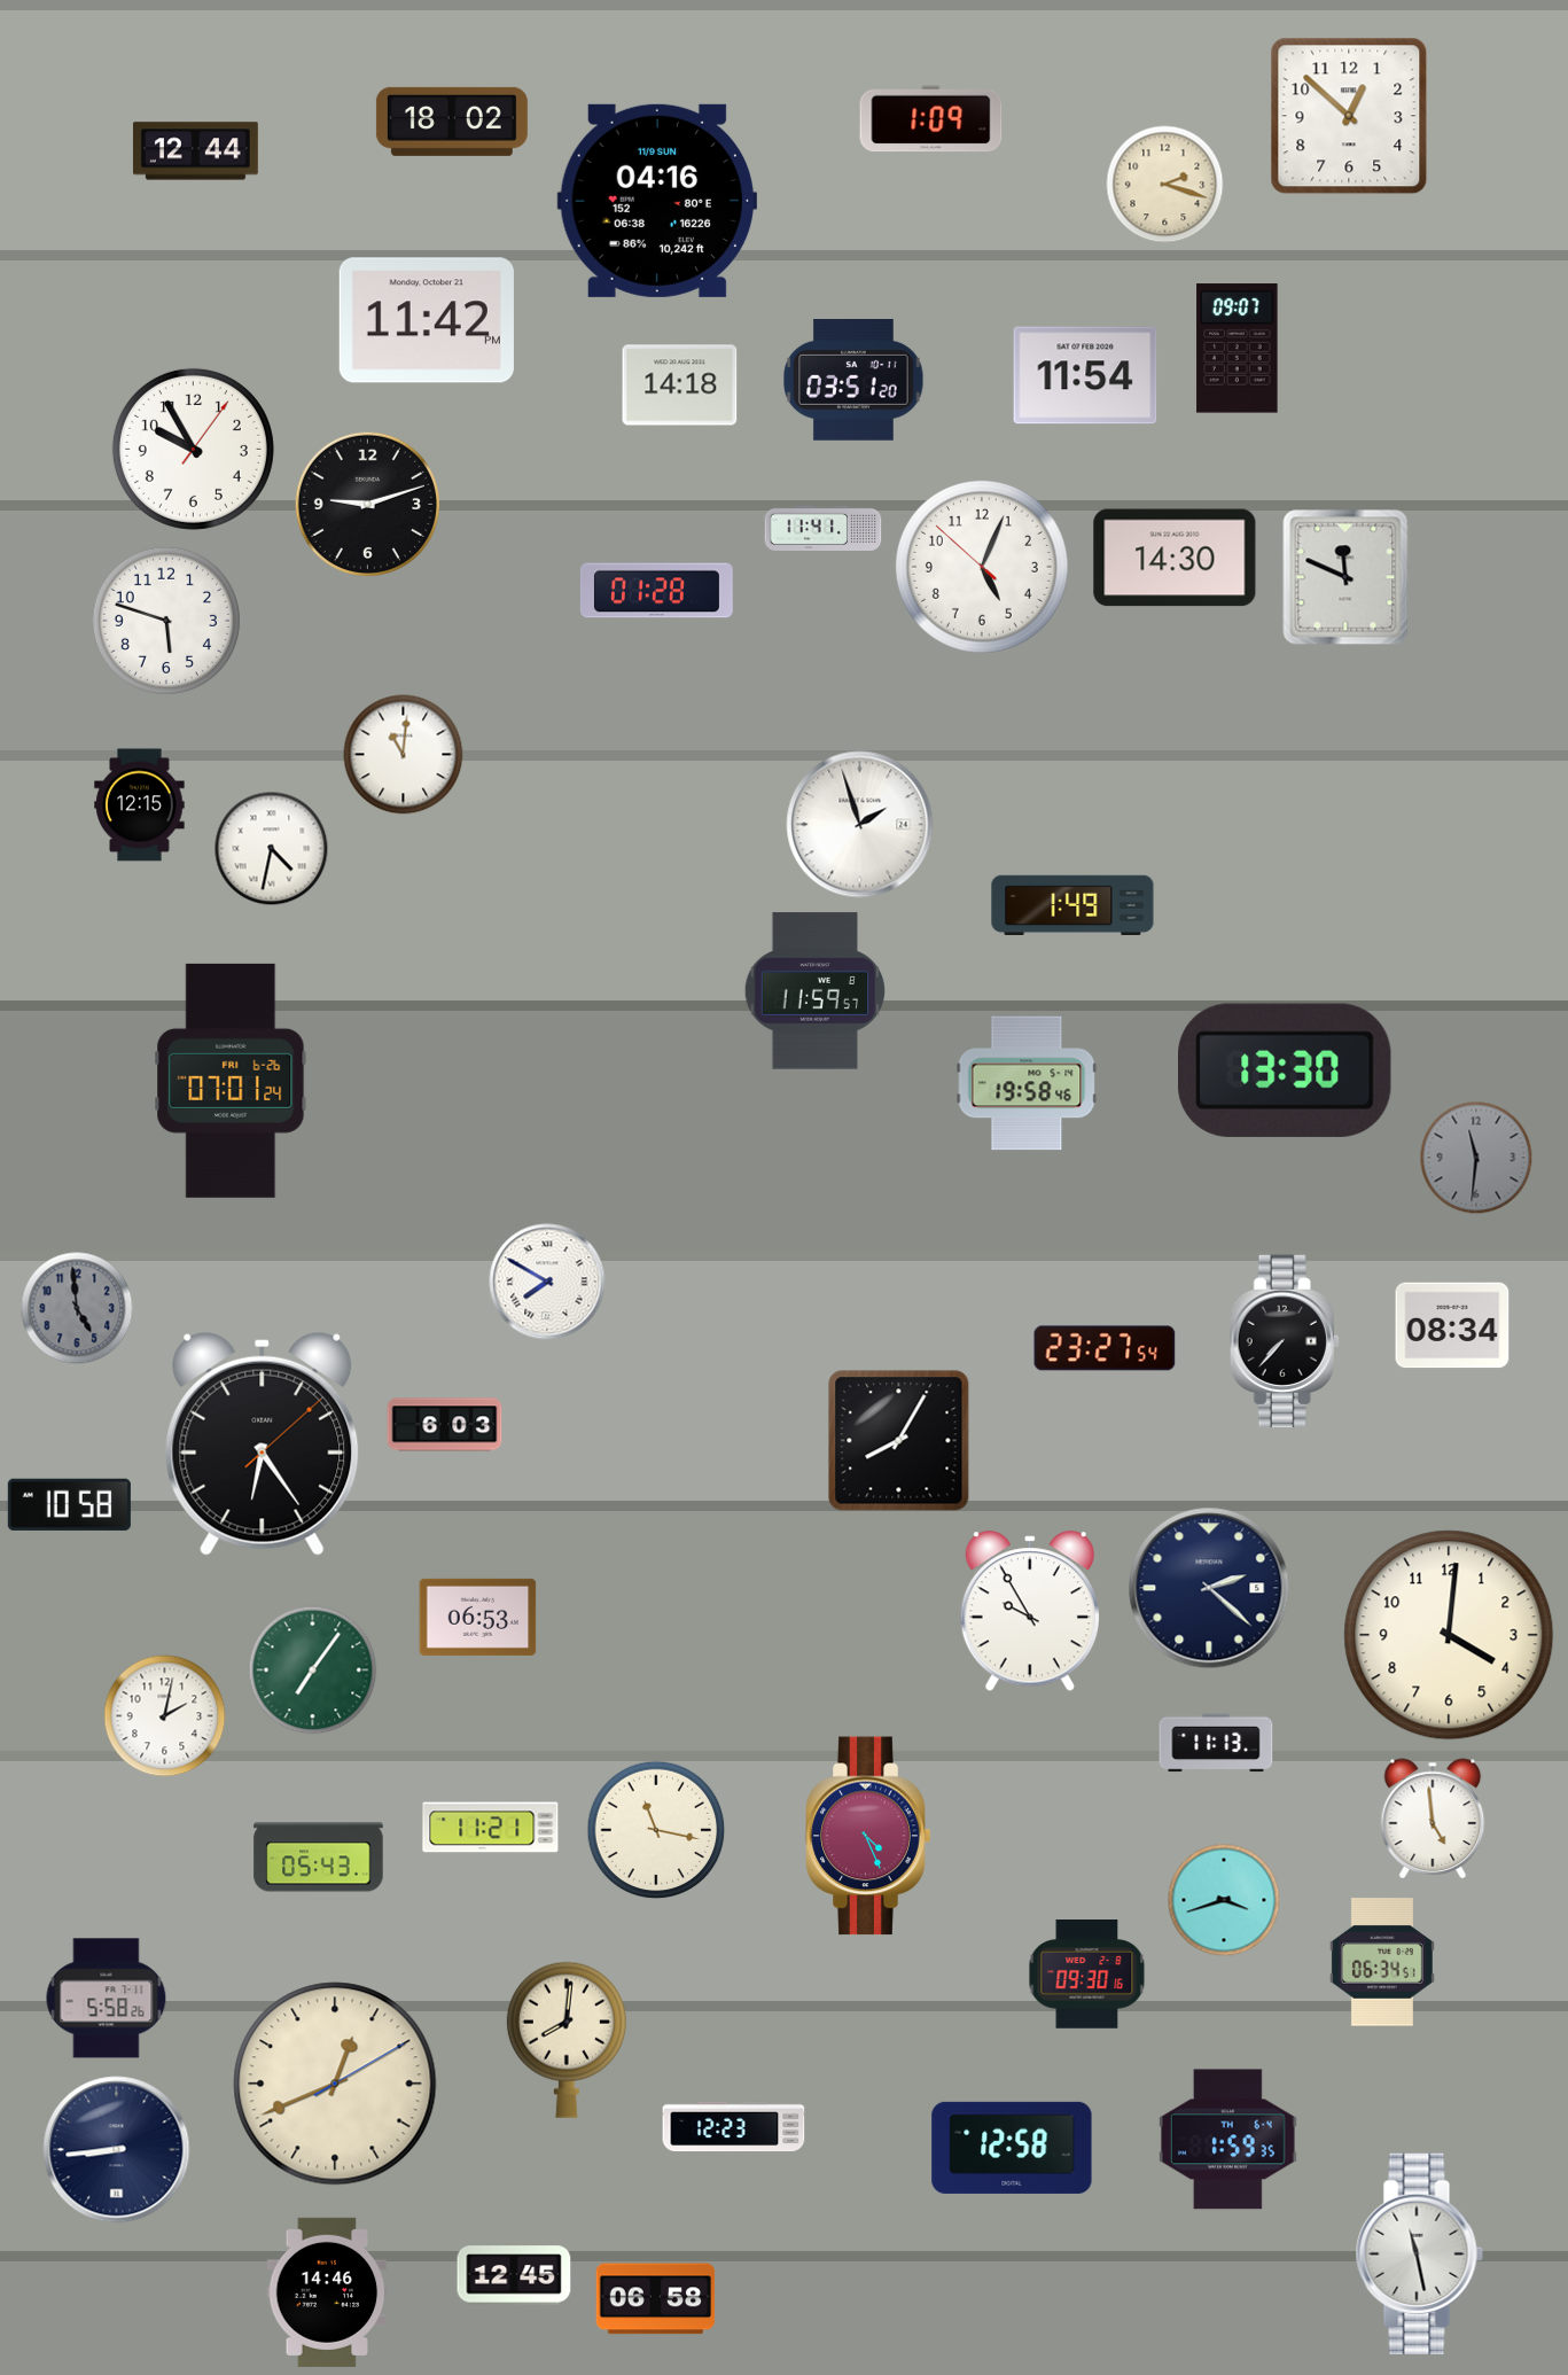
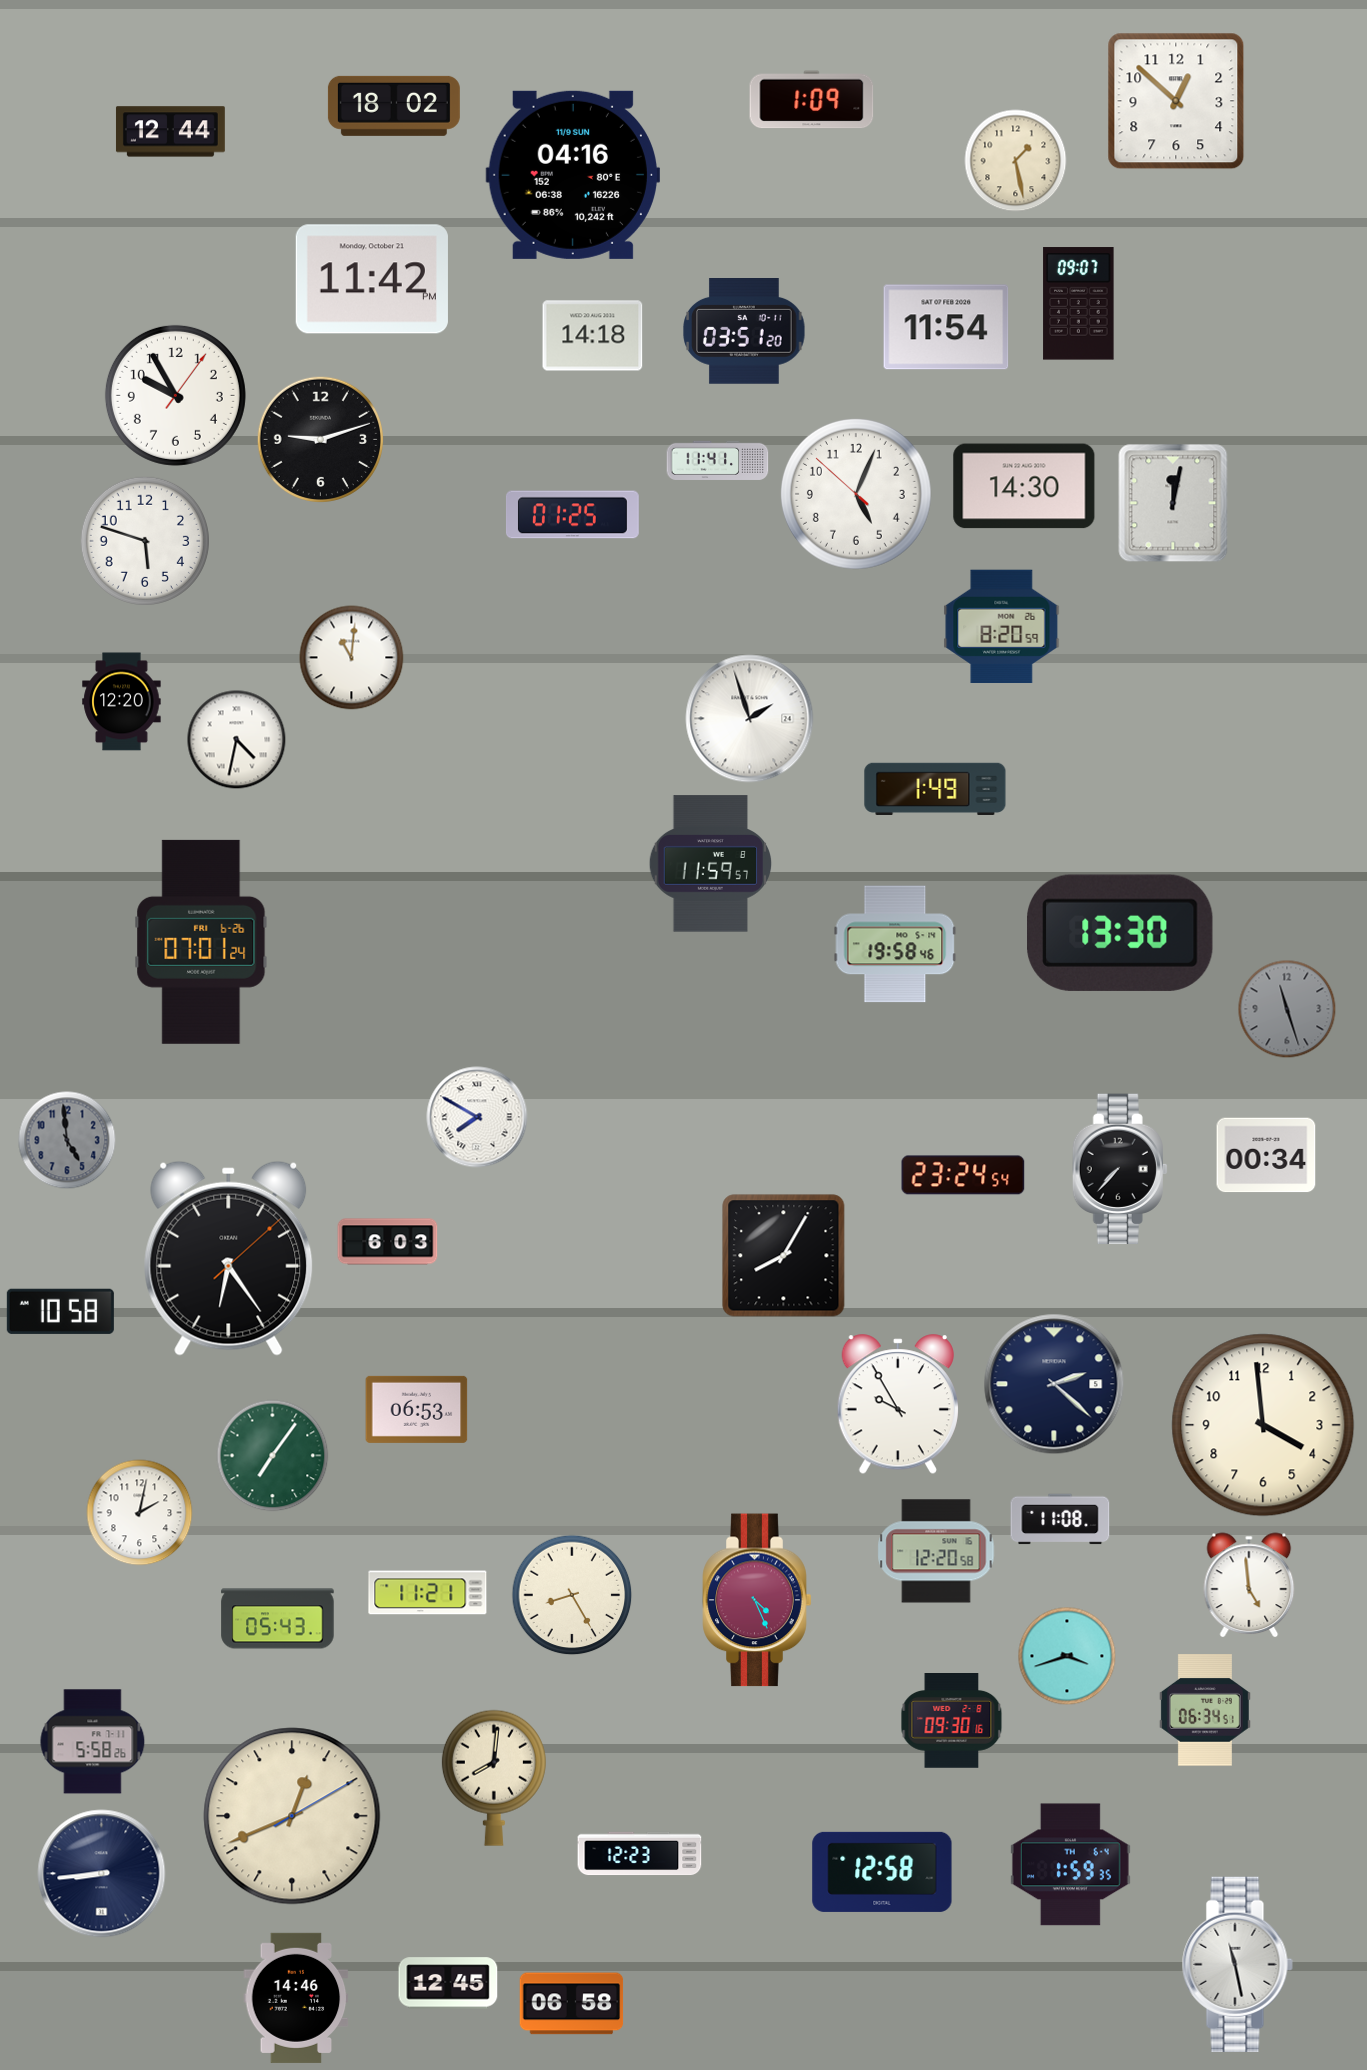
clock at (931, 119) position: (931, 119) -> (812, 100)
clock at (1165, 185): 2:18 -> 1:28
clock at (193, 449) position: (193, 449) -> (175, 395)
clock at (1345, 577): 11:49 -> 12:02
clock at (656, 591): 01:28 -> 01:25
clock at (1002, 627): none -> 8:20
clock at (140, 805): 12:15 -> 12:20
clock at (1476, 1158): 11:31 -> 11:27
clock at (1452, 1325): 08:34 -> 00:34
clock at (1105, 1348): 23:27 -> 23:24
clock at (1449, 1635): 4:01 -> 3:59
clock at (165, 1716) position: (165, 1716) -> (140, 1513)
clock at (1216, 1743): 11:13 -> 11:08
clock at (936, 1551): none -> 12:20
clock at (656, 1830): 11:17 -> 8:25
clock at (1087, 1975) position: (1087, 1975) -> (952, 1721)
clock at (327, 2292) position: (327, 2292) -> (296, 1998)
